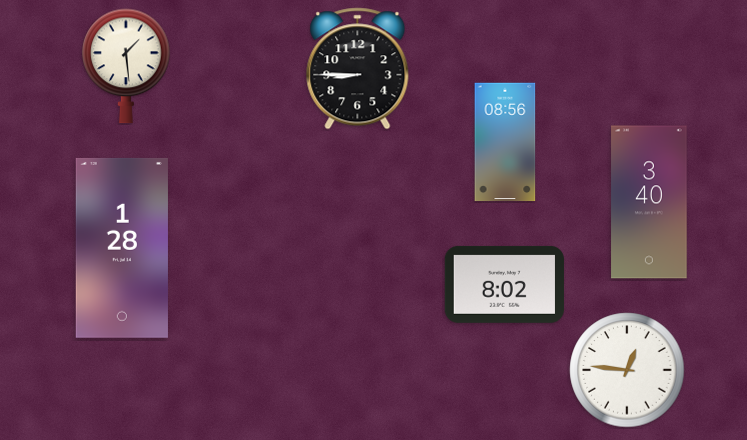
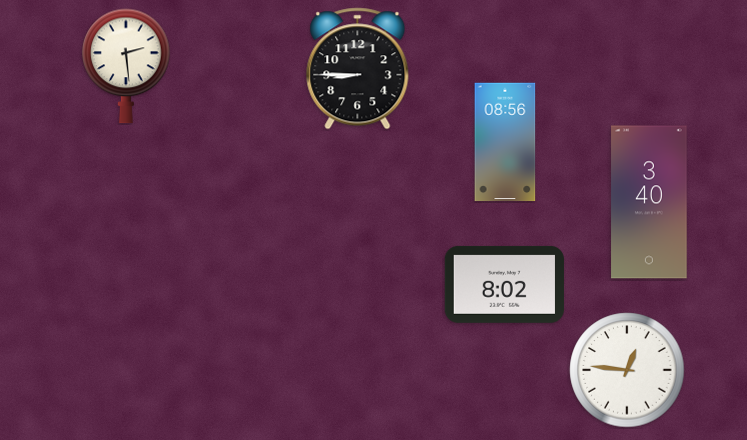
clock at (126, 66): 1:29 -> 2:29
clock at (122, 248): 1:28 -> none
